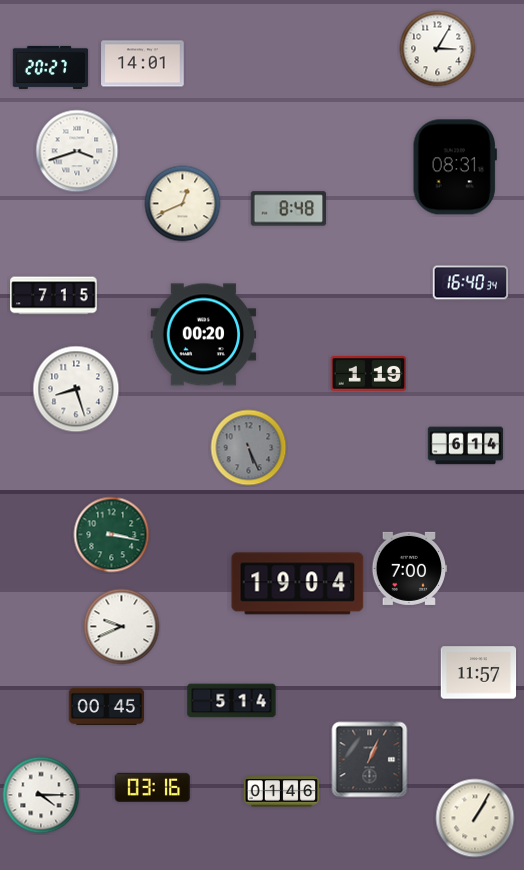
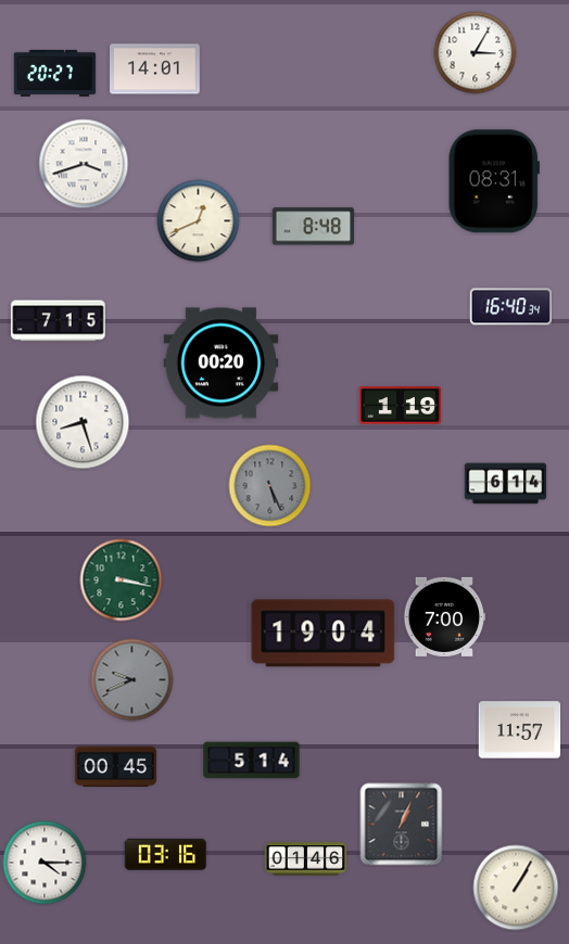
clock at (122, 627) dial: white -> grey
